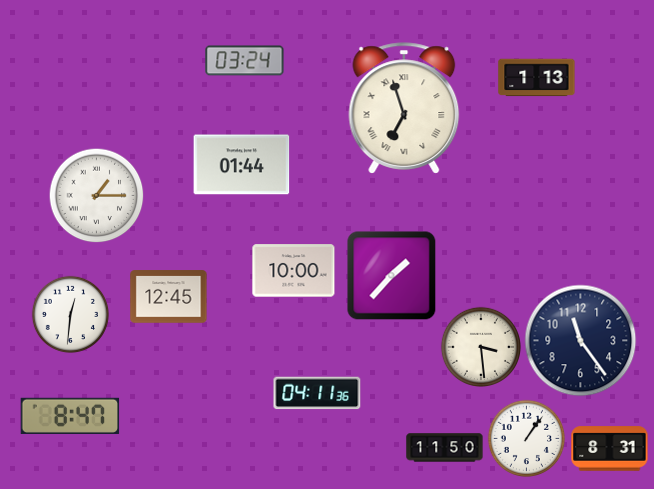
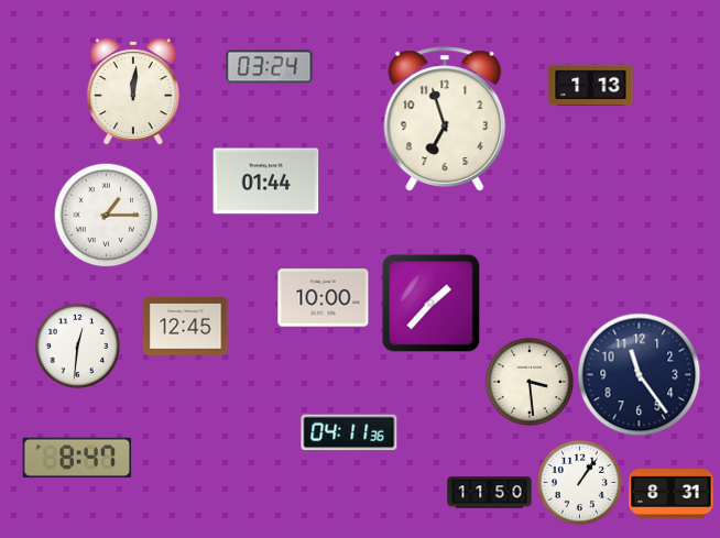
clock at (133, 91): none -> 12:01
clock at (404, 108) numerals: Roman -> Arabic
